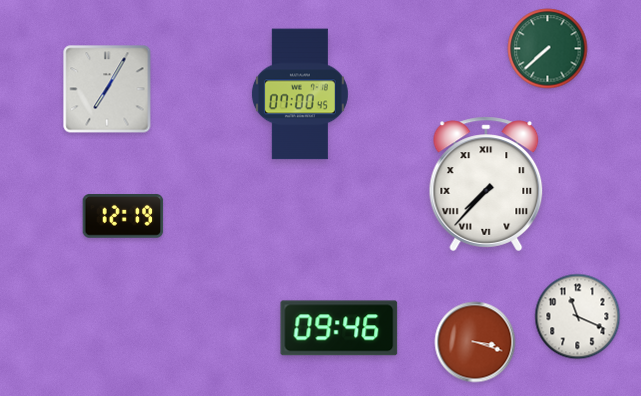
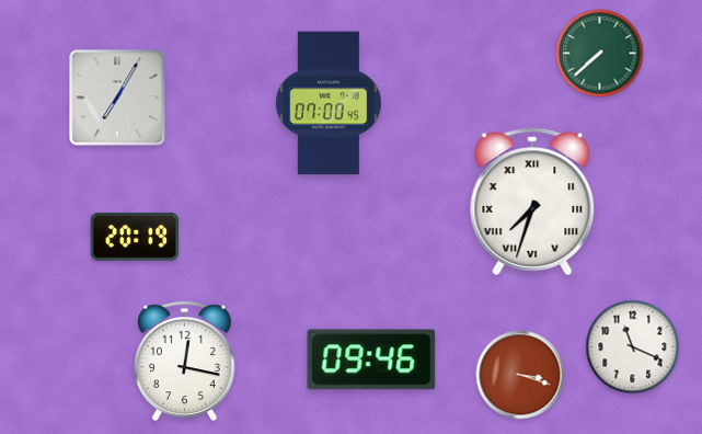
clock at (486, 184): 7:37 -> 7:33
clock at (123, 217): 12:19 -> 20:19
clock at (184, 362): none -> 12:17
